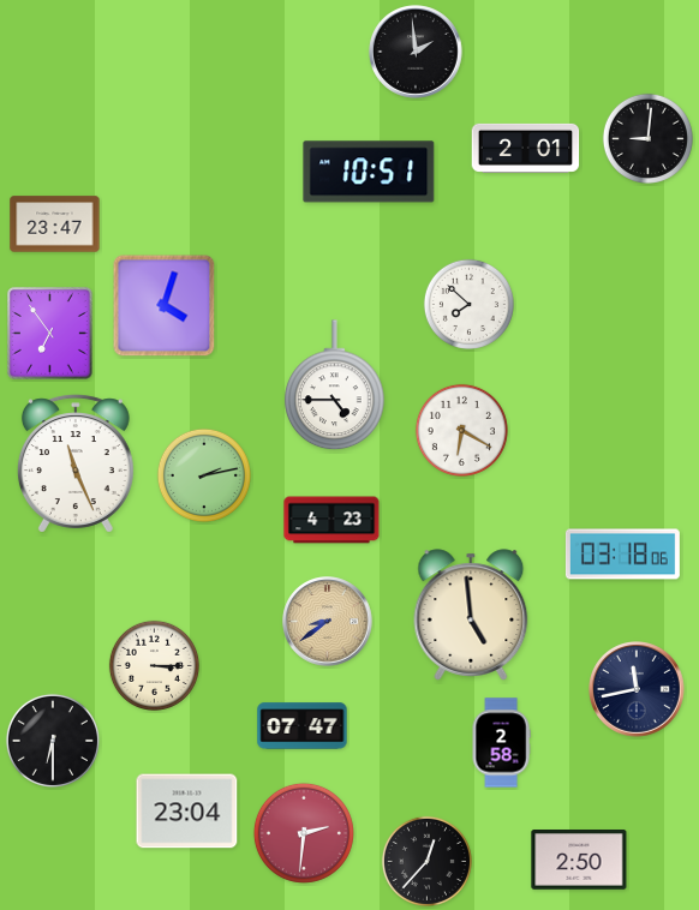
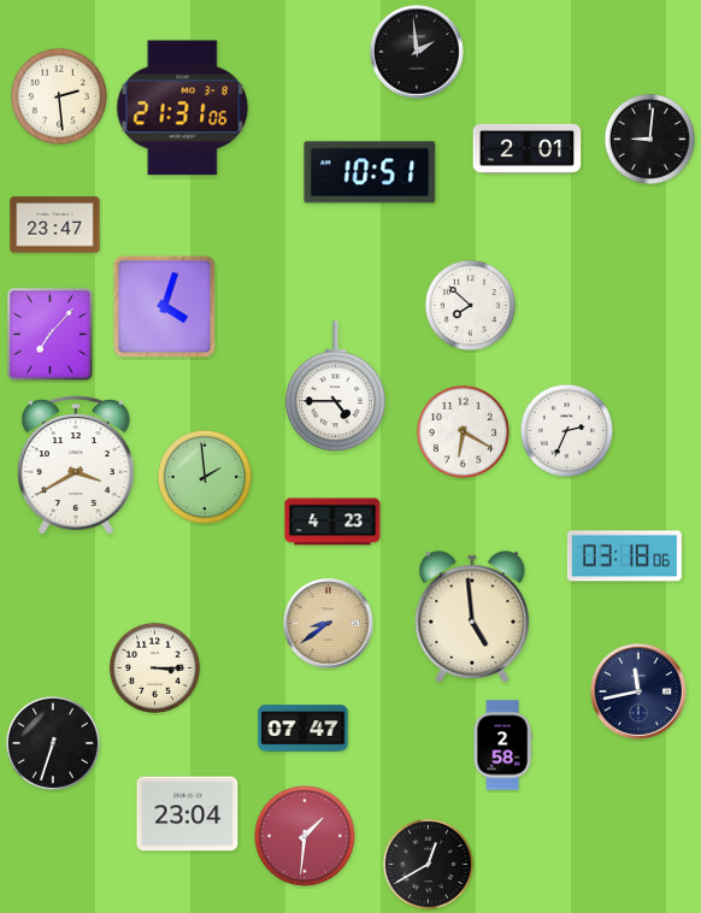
clock at (59, 96): none -> 2:29
clock at (183, 108): none -> 21:31
clock at (50, 334): 6:54 -> 7:07
clock at (566, 430): none -> 2:34
clock at (76, 463): 11:26 -> 3:40
clock at (204, 475): 2:13 -> 1:59
clock at (53, 741): 6:30 -> 6:33
clock at (304, 833): 2:31 -> 1:31
clock at (426, 861): 12:37 -> 12:40
clock at (579, 861): 2:50 -> none
